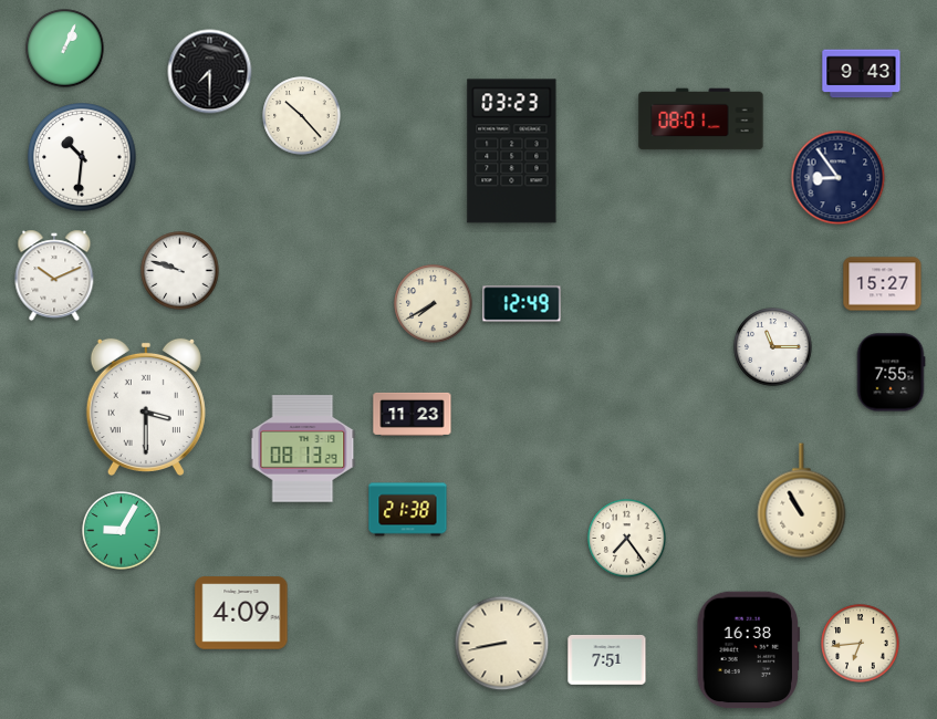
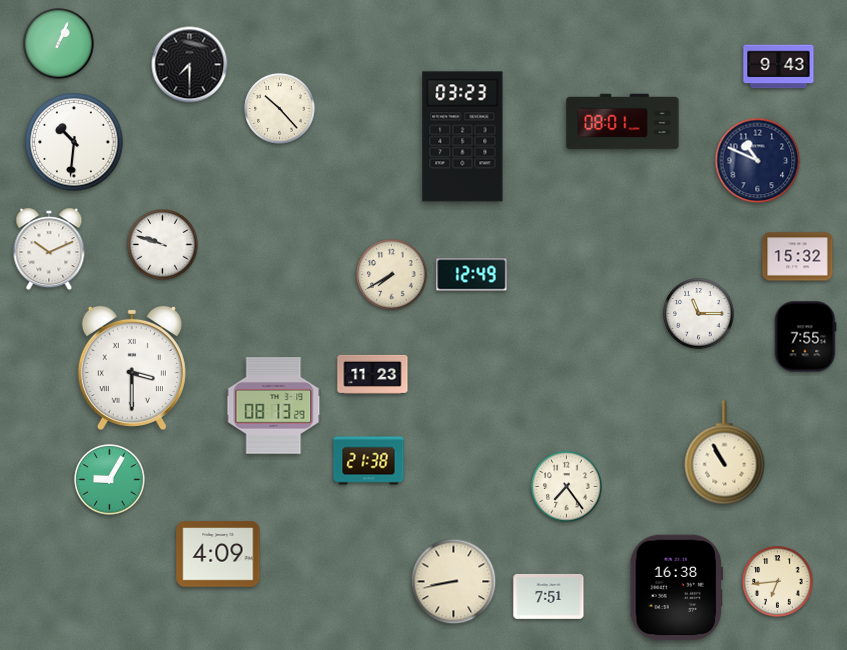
clock at (302, 116) position: (302, 116) -> (280, 109)
clock at (701, 119) position: (701, 119) -> (623, 122)
clock at (839, 178): 8:54 -> 10:49
clock at (883, 284): 15:27 -> 15:32
